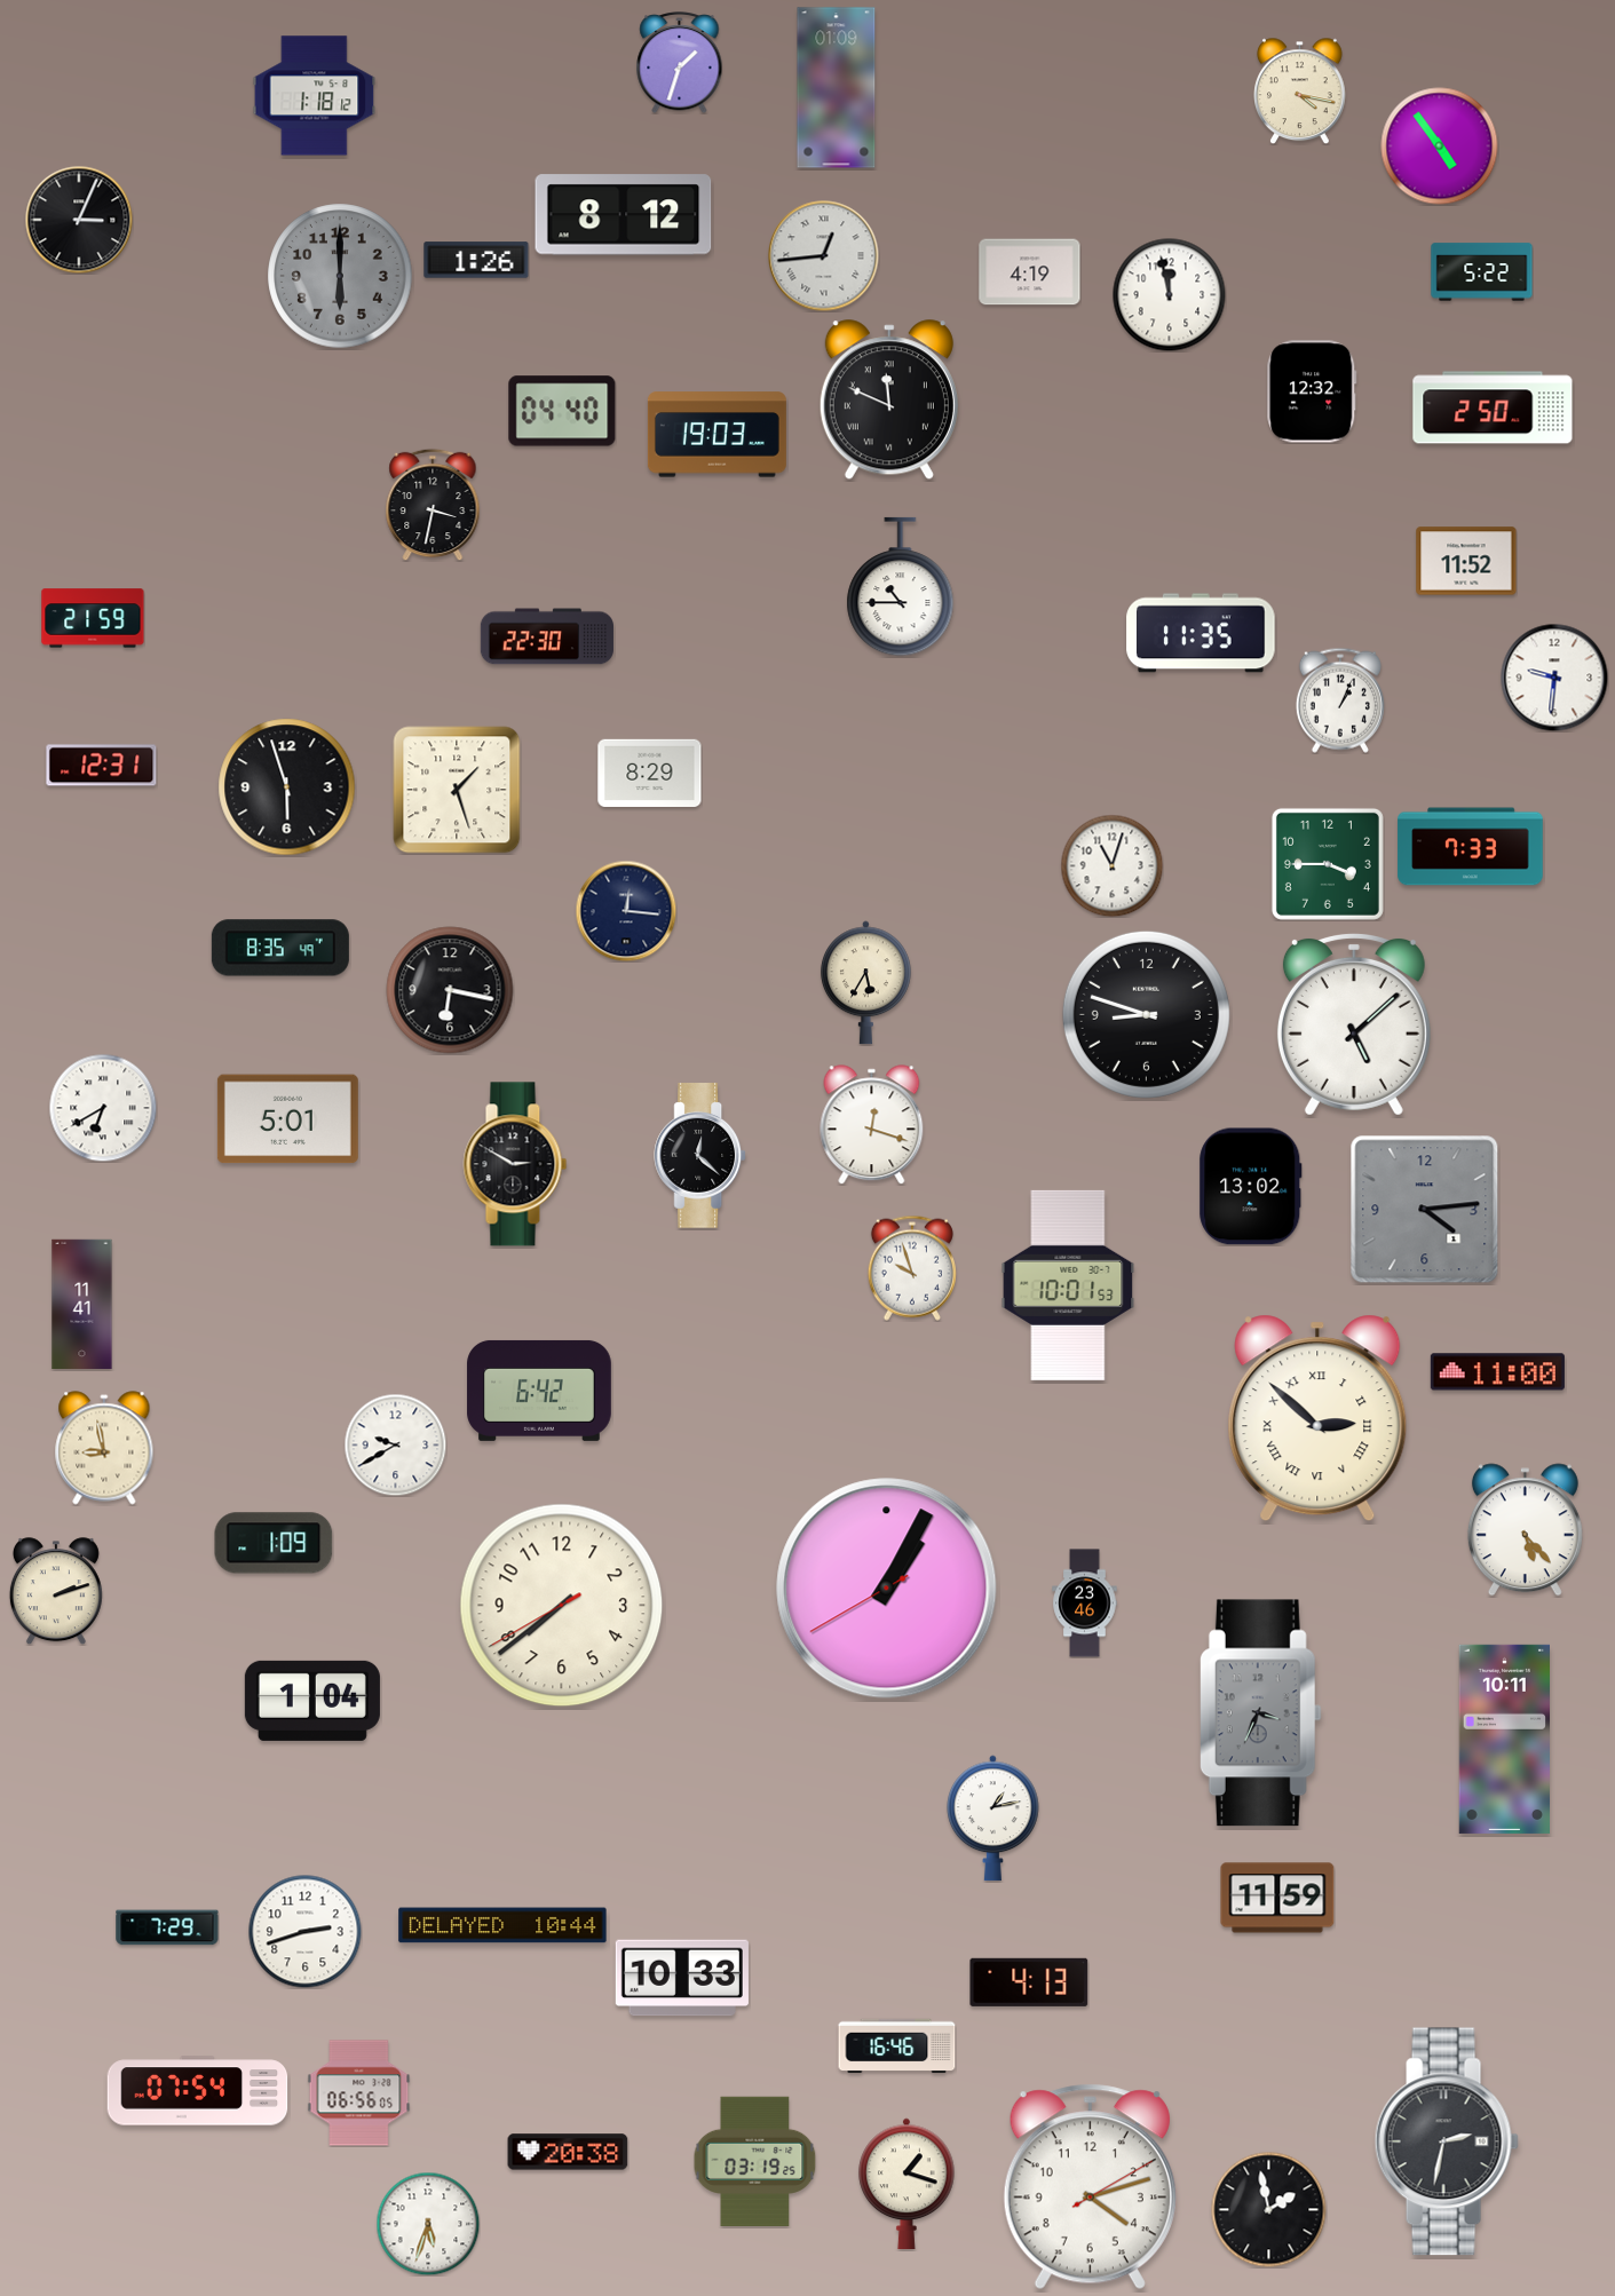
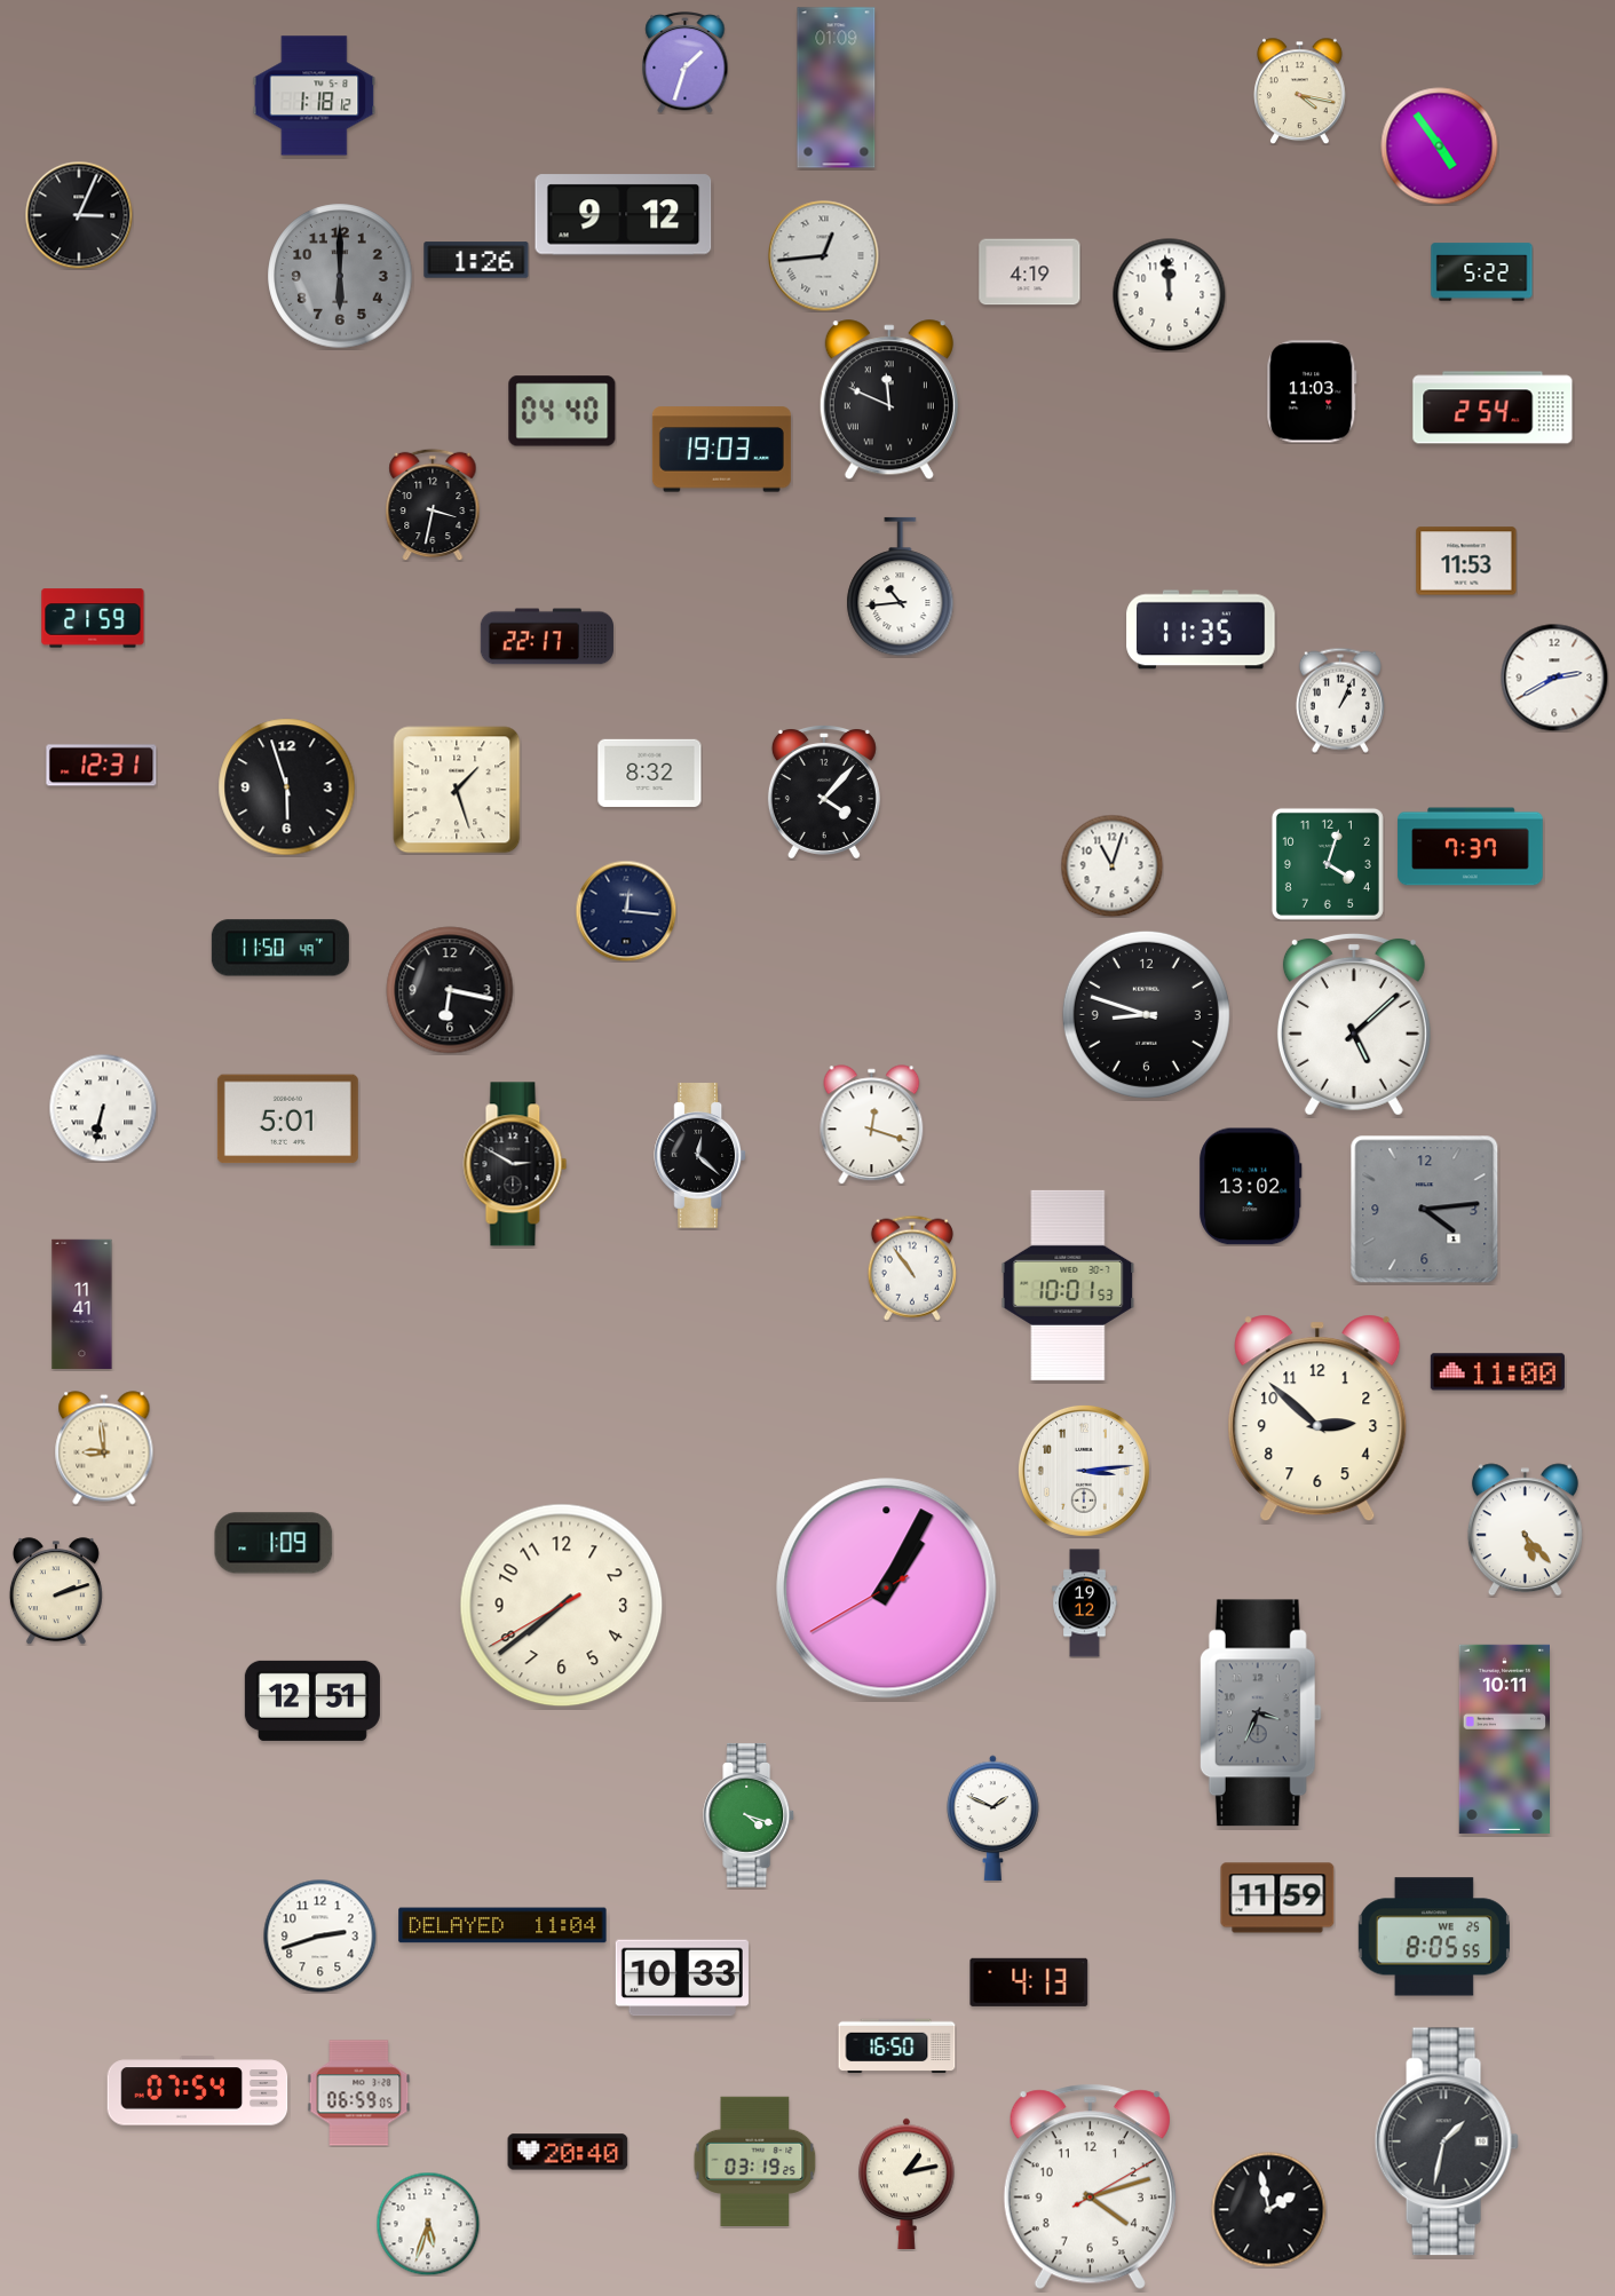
clock at (680, 63) position: (680, 63) -> (686, 63)
clock at (624, 215): 8:12 -> 9:12
clock at (79, 220) position: (79, 220) -> (79, 215)
clock at (1170, 295): 11:58 -> 11:59
clock at (1312, 391): 12:32 -> 11:03
clock at (1493, 407): 2:50 -> 2:54
clock at (717, 435) position: (717, 435) -> (721, 450)
clock at (1466, 561): 11:52 -> 11:53
clock at (901, 587): 10:45 -> 10:44
clock at (1201, 633) position: (1201, 633) -> (1201, 630)
clock at (547, 636): 22:30 -> 22:17
clock at (1554, 678): 9:31 -> 2:40
clock at (650, 773): 8:29 -> 8:32
clock at (824, 792): none -> 4:07
clock at (1471, 847): 7:33 -> 7:37
clock at (1328, 864): 3:45 -> 4:03
clock at (280, 948): 8:35 -> 11:50
clock at (865, 983): 5:35 -> none
clock at (103, 1108): 6:40 -> 6:32
clock at (912, 1268): 9:57 -> 10:54
clock at (539, 1391): 6:42 -> none
clock at (1317, 1418) numerals: Roman -> Arabic
clock at (395, 1444): 9:40 -> none
clock at (104, 1448): 8:58 -> 8:59
clock at (1084, 1471): none -> 3:14
clock at (1085, 1604): 23:46 -> 19:12
clock at (312, 1701): 1:04 -> 12:51
clock at (750, 1816): none -> 4:18
clock at (993, 1819): 1:13 -> 1:49
clock at (502, 1925): 10:44 -> 11:04
clock at (167, 1927): 7:29 -> none
clock at (306, 1932) position: (306, 1932) -> (320, 1937)
clock at (1434, 1937): none -> 8:05
clock at (897, 2046): 16:46 -> 16:50
clock at (359, 2093): 06:56 -> 06:59
clock at (1447, 2141): 2:32 -> 1:32
clock at (568, 2152): 20:38 -> 20:40
clock at (907, 2183): 1:18 -> 1:13
